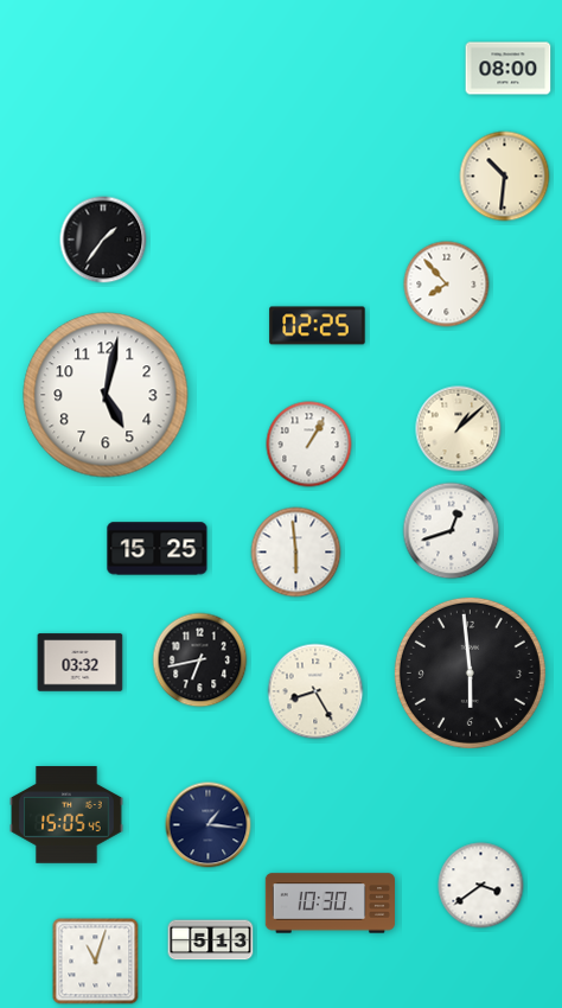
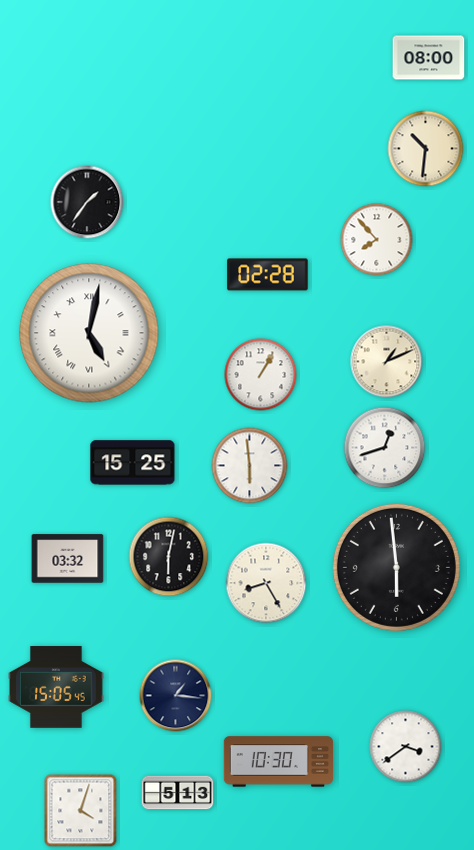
clock at (318, 326): 02:25 -> 02:28
clock at (106, 395) numerals: Arabic -> Roman
clock at (459, 429): 1:08 -> 1:11
clock at (452, 531) position: (452, 531) -> (385, 448)
clock at (200, 661): 6:43 -> 6:02
clock at (96, 962): 11:03 -> 4:03
